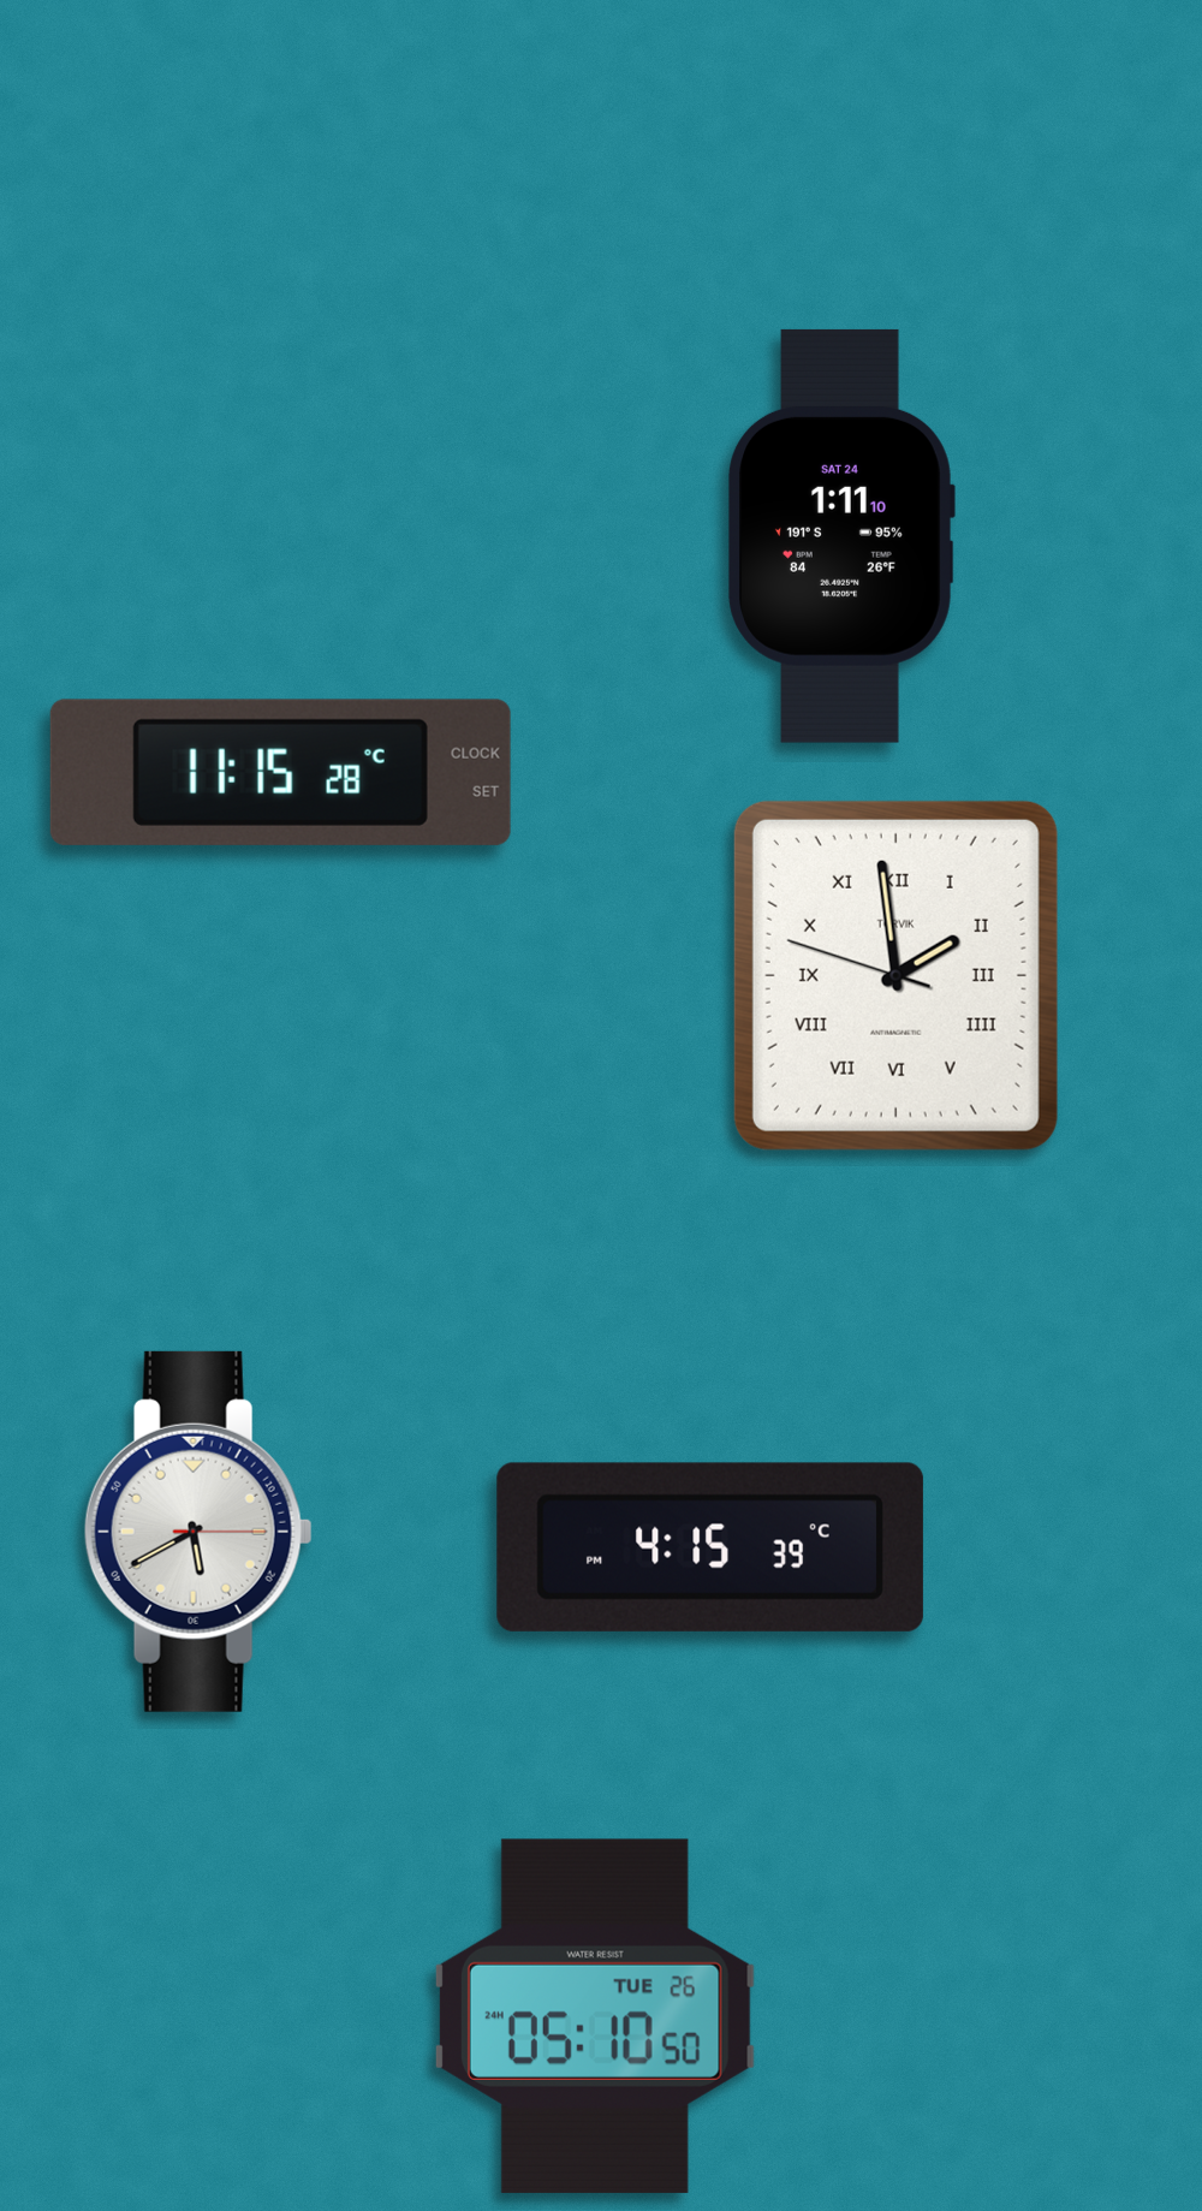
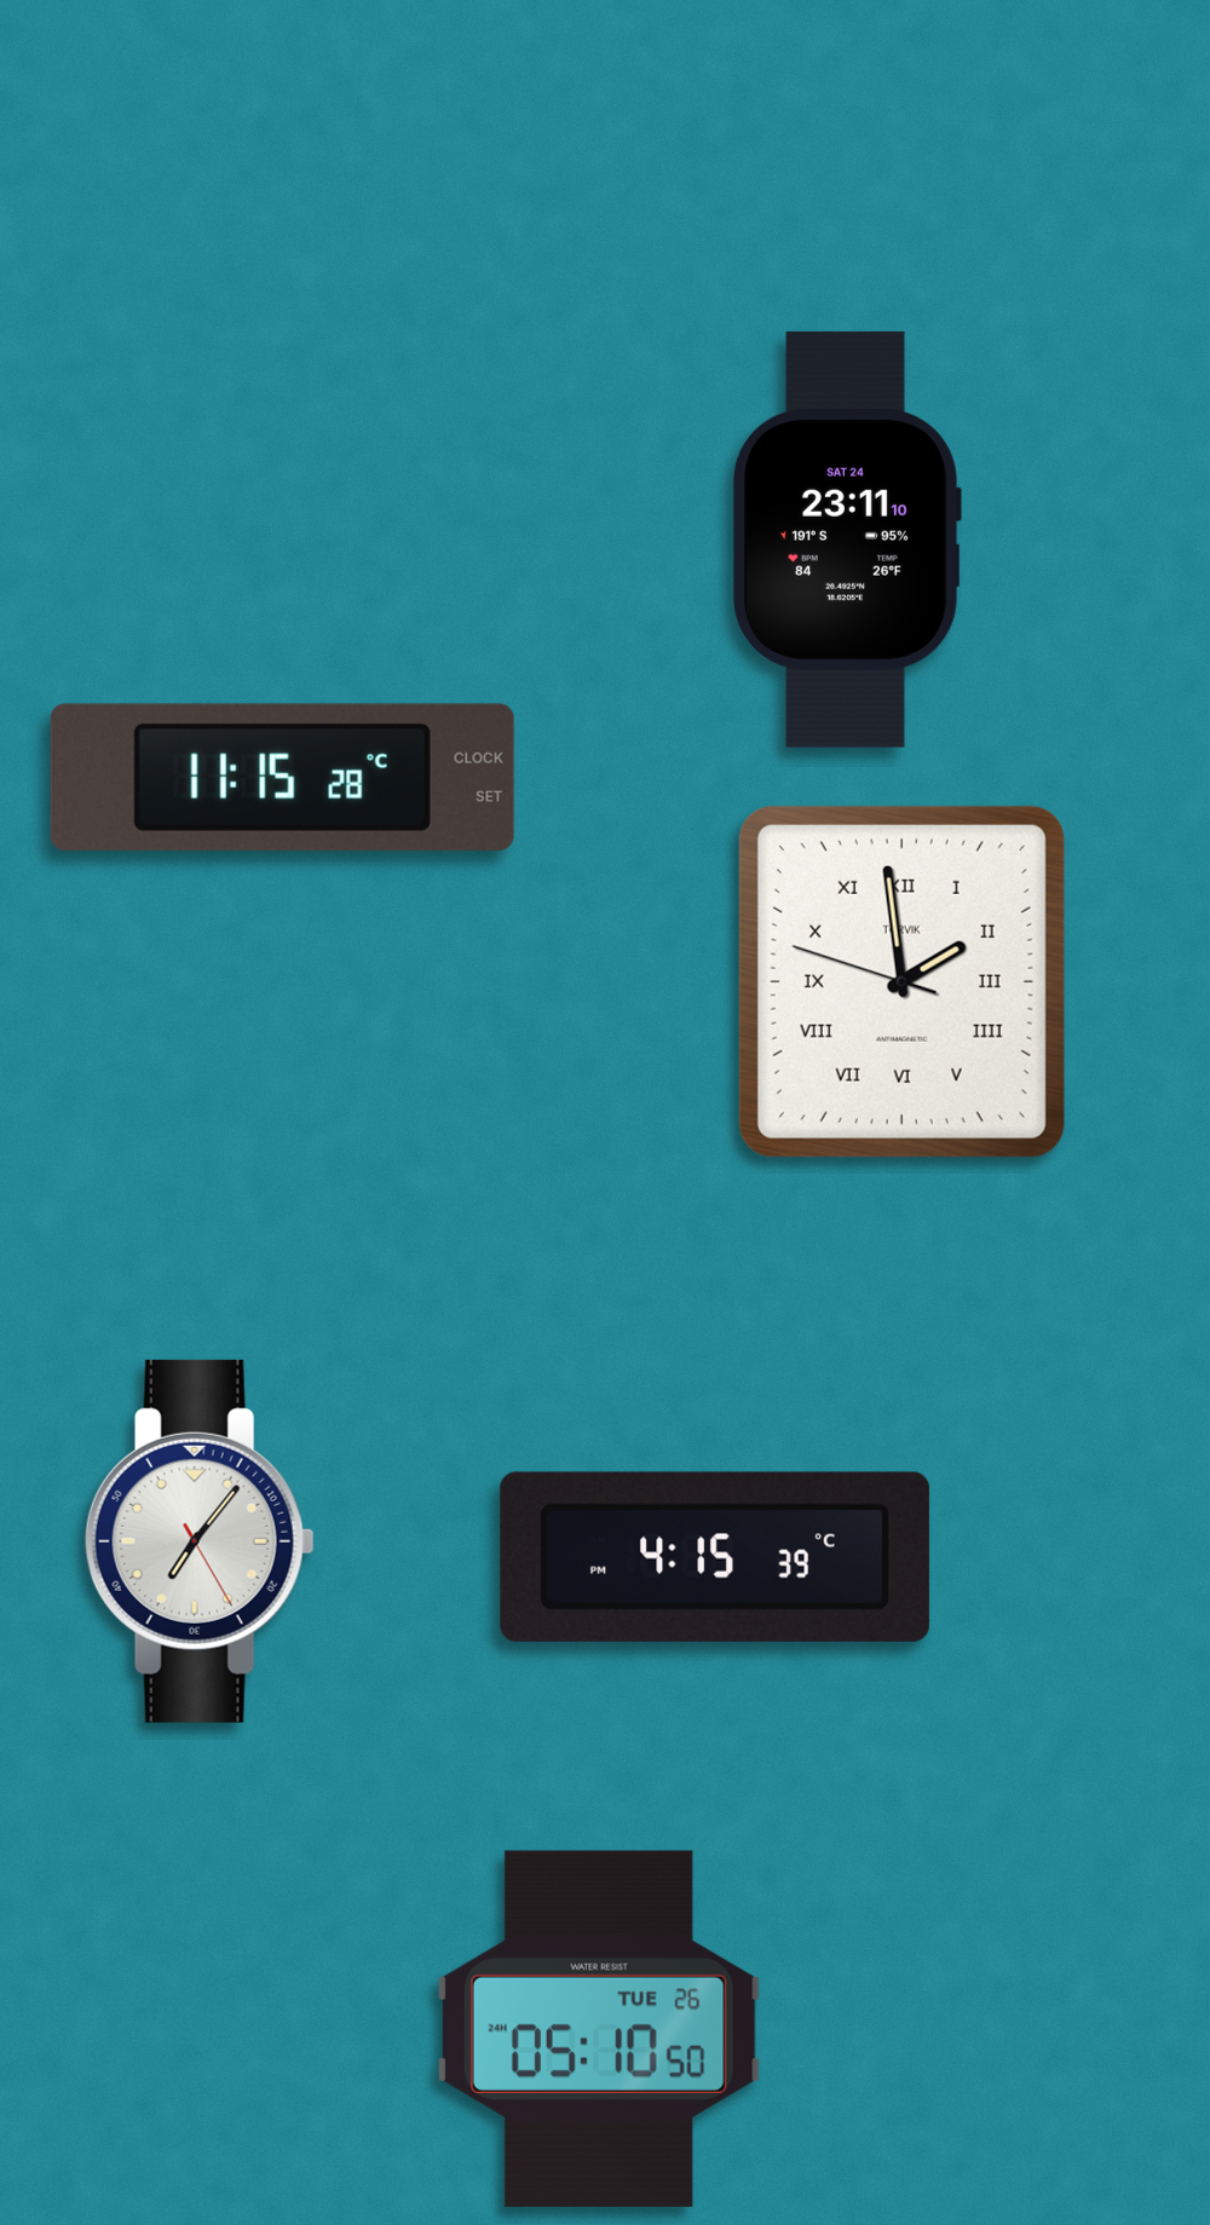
clock at (841, 536): 1:11 -> 23:11
clock at (198, 1532): 5:40 -> 7:06
